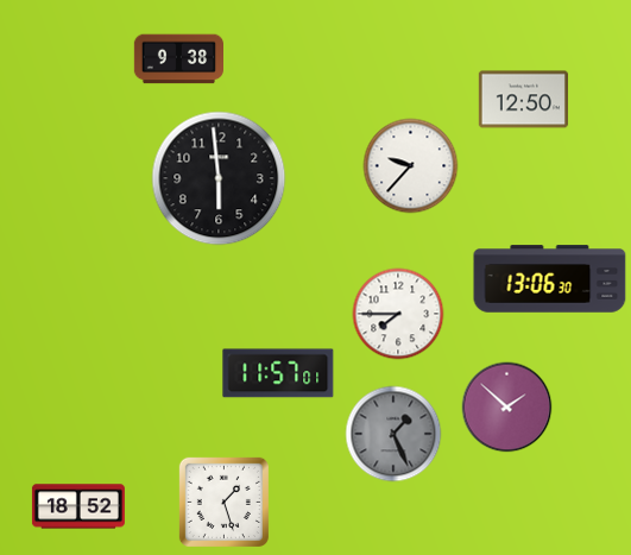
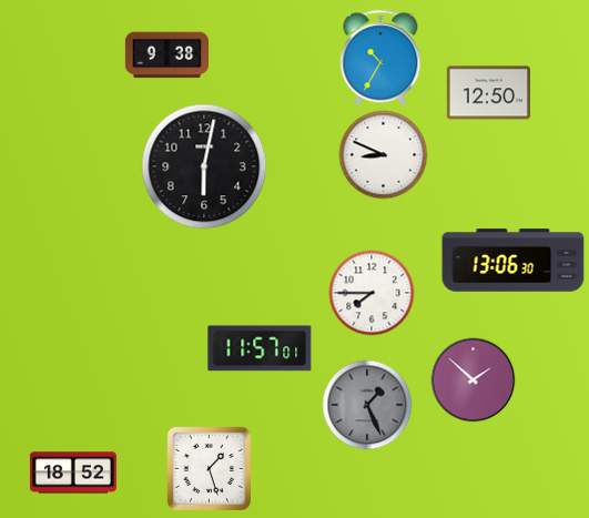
clock at (380, 58): none -> 10:35
clock at (411, 166): 9:37 -> 8:49
clock at (219, 178): 5:59 -> 6:02
